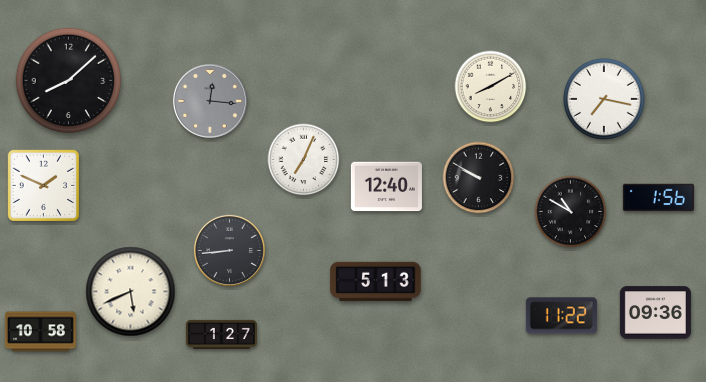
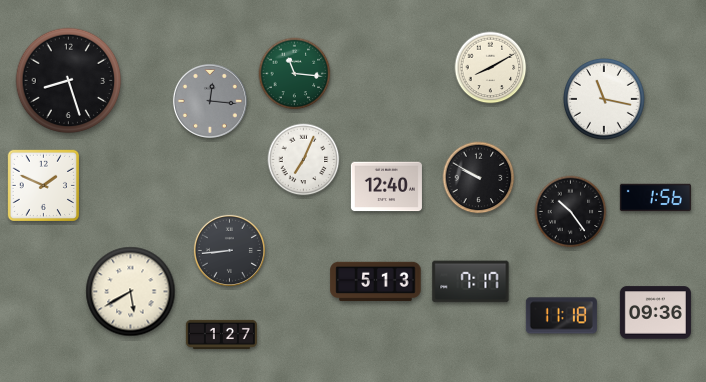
clock at (295, 74): none -> 11:16
clock at (69, 81): 8:08 -> 8:27
clock at (491, 87) position: (491, 87) -> (491, 68)
clock at (604, 99): 7:17 -> 11:17
clock at (658, 198) position: (658, 198) -> (655, 198)
clock at (571, 212): 10:50 -> 10:24
clock at (471, 282): none -> 7:17
clock at (131, 292): 5:41 -> 5:40
clock at (561, 316): 11:22 -> 11:18
clock at (40, 332): 10:58 -> none
